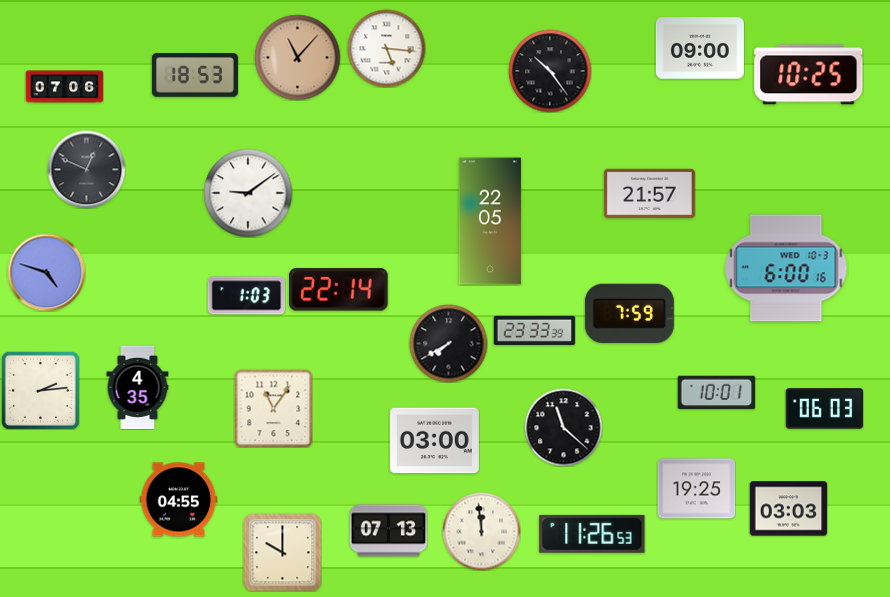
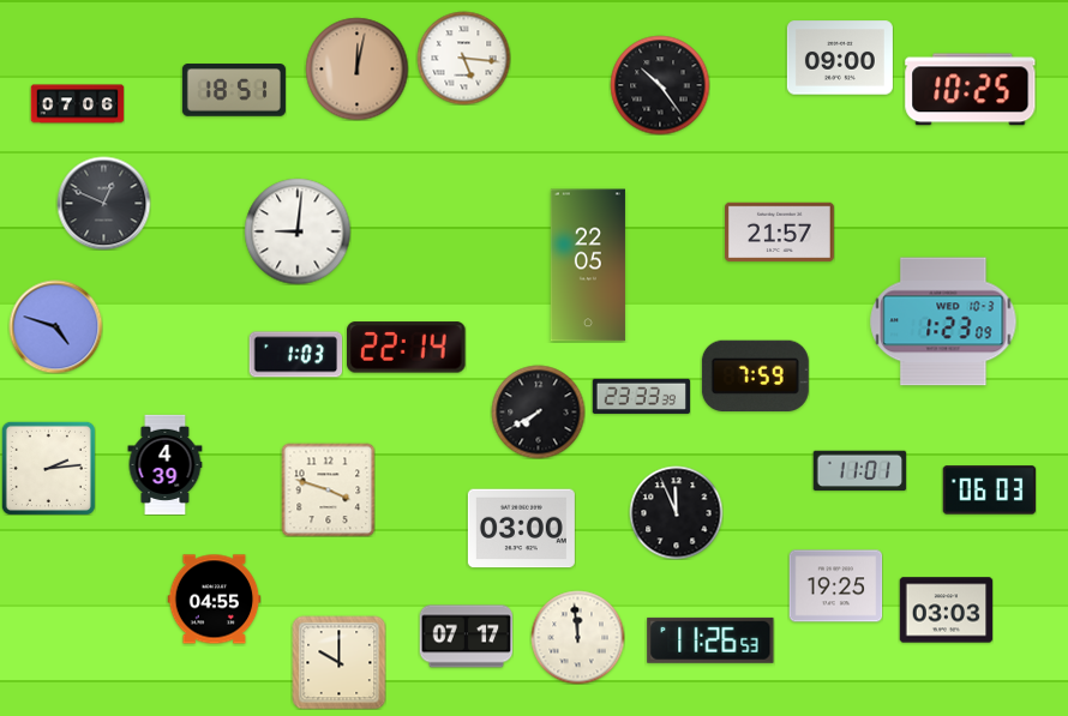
clock at (297, 57): 11:07 -> 12:02
clock at (195, 75): 18:53 -> 18:51
clock at (248, 193): 9:09 -> 9:01
clock at (786, 268): 6:00 -> 1:23
clock at (138, 387): 4:35 -> 4:39
clock at (716, 393): 10:01 -> 11:01
clock at (273, 408): 11:06 -> 3:48
clock at (563, 427): 11:22 -> 11:56
clock at (388, 531): 07:13 -> 07:17
